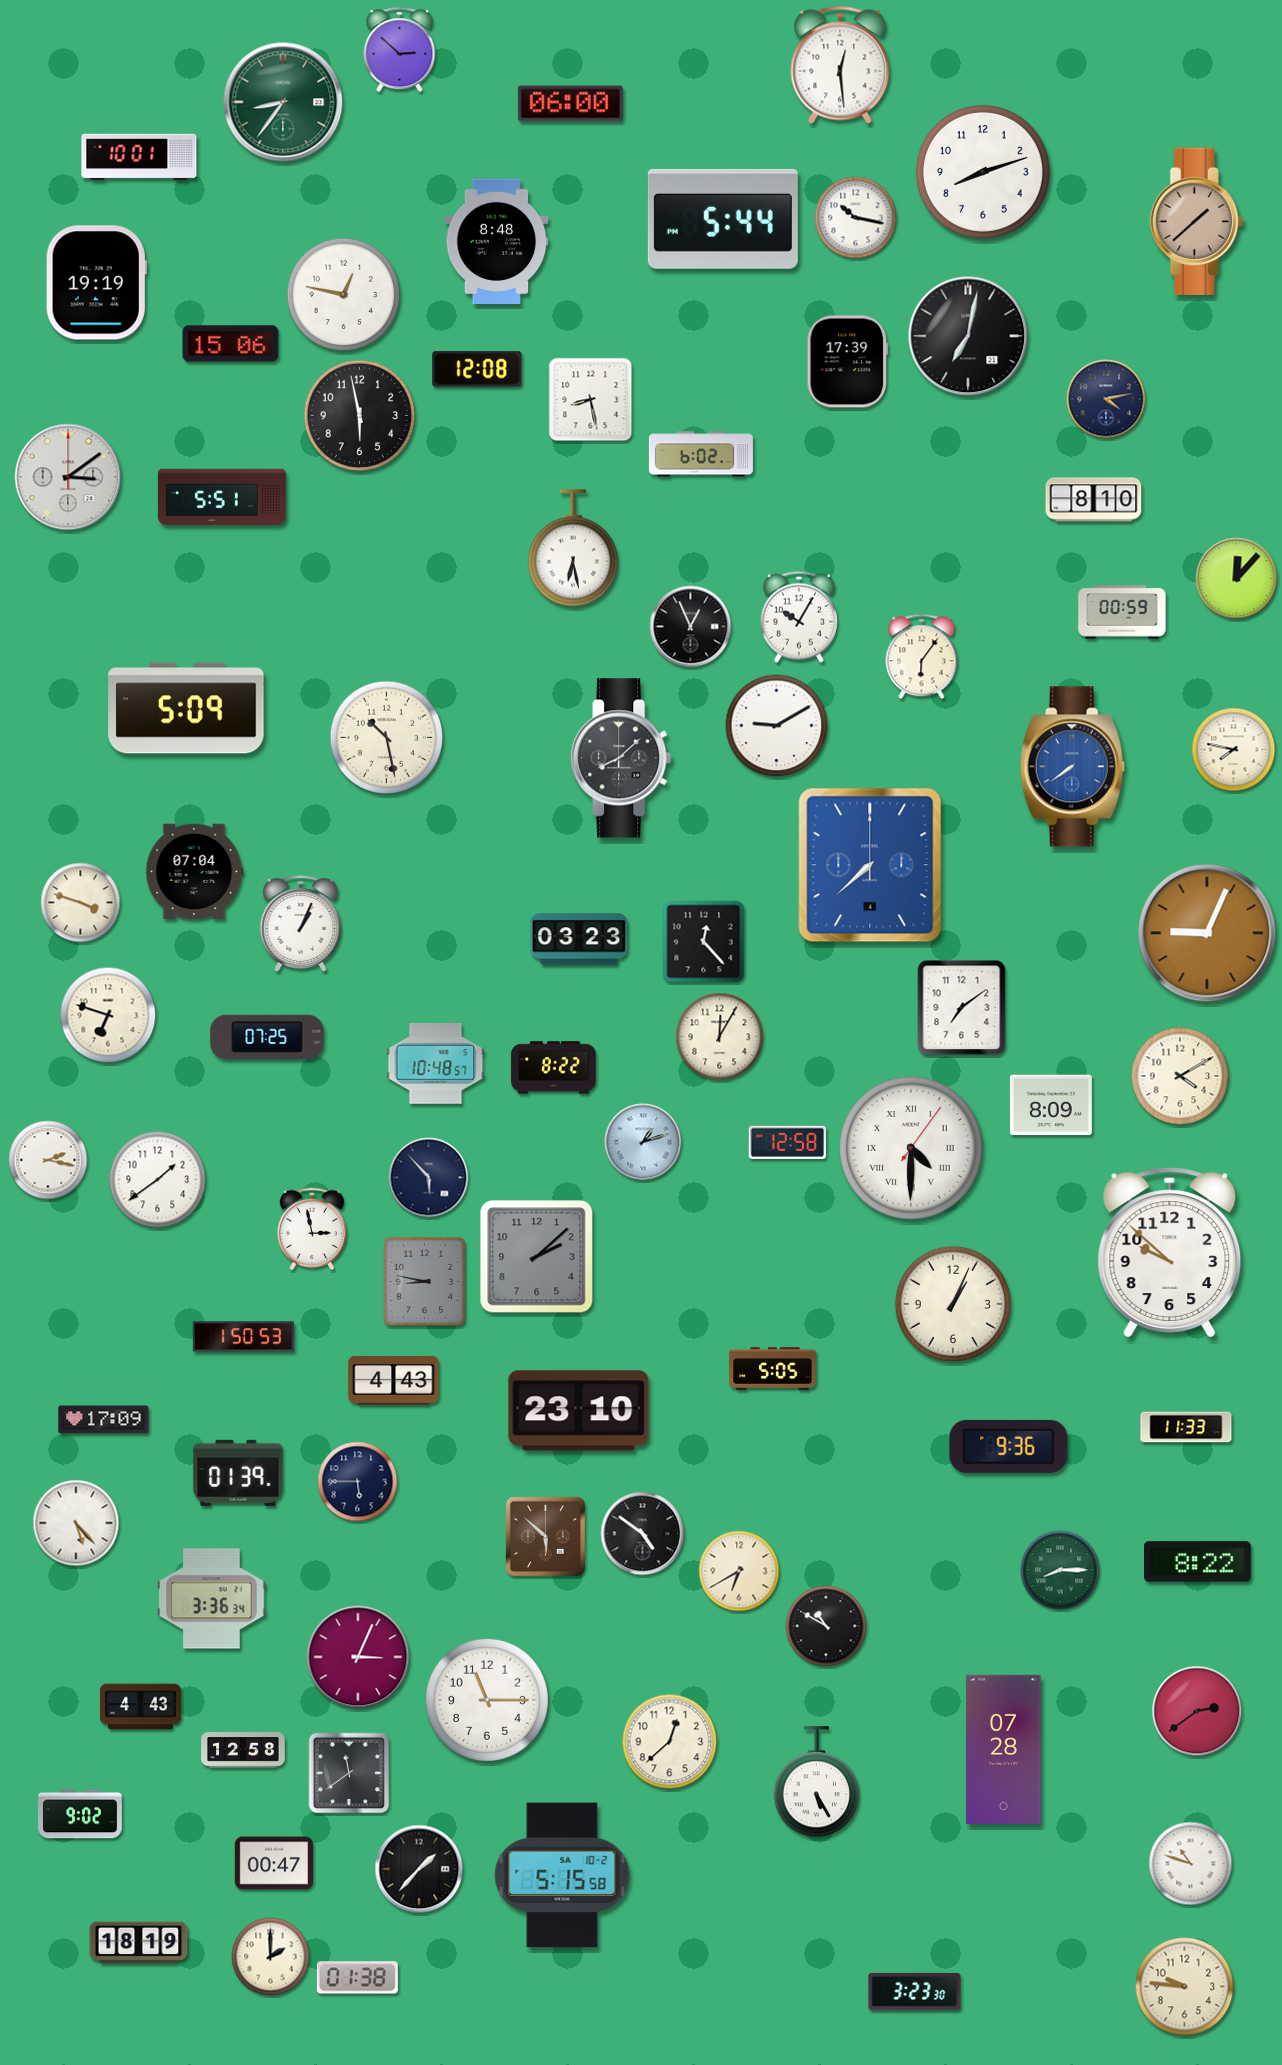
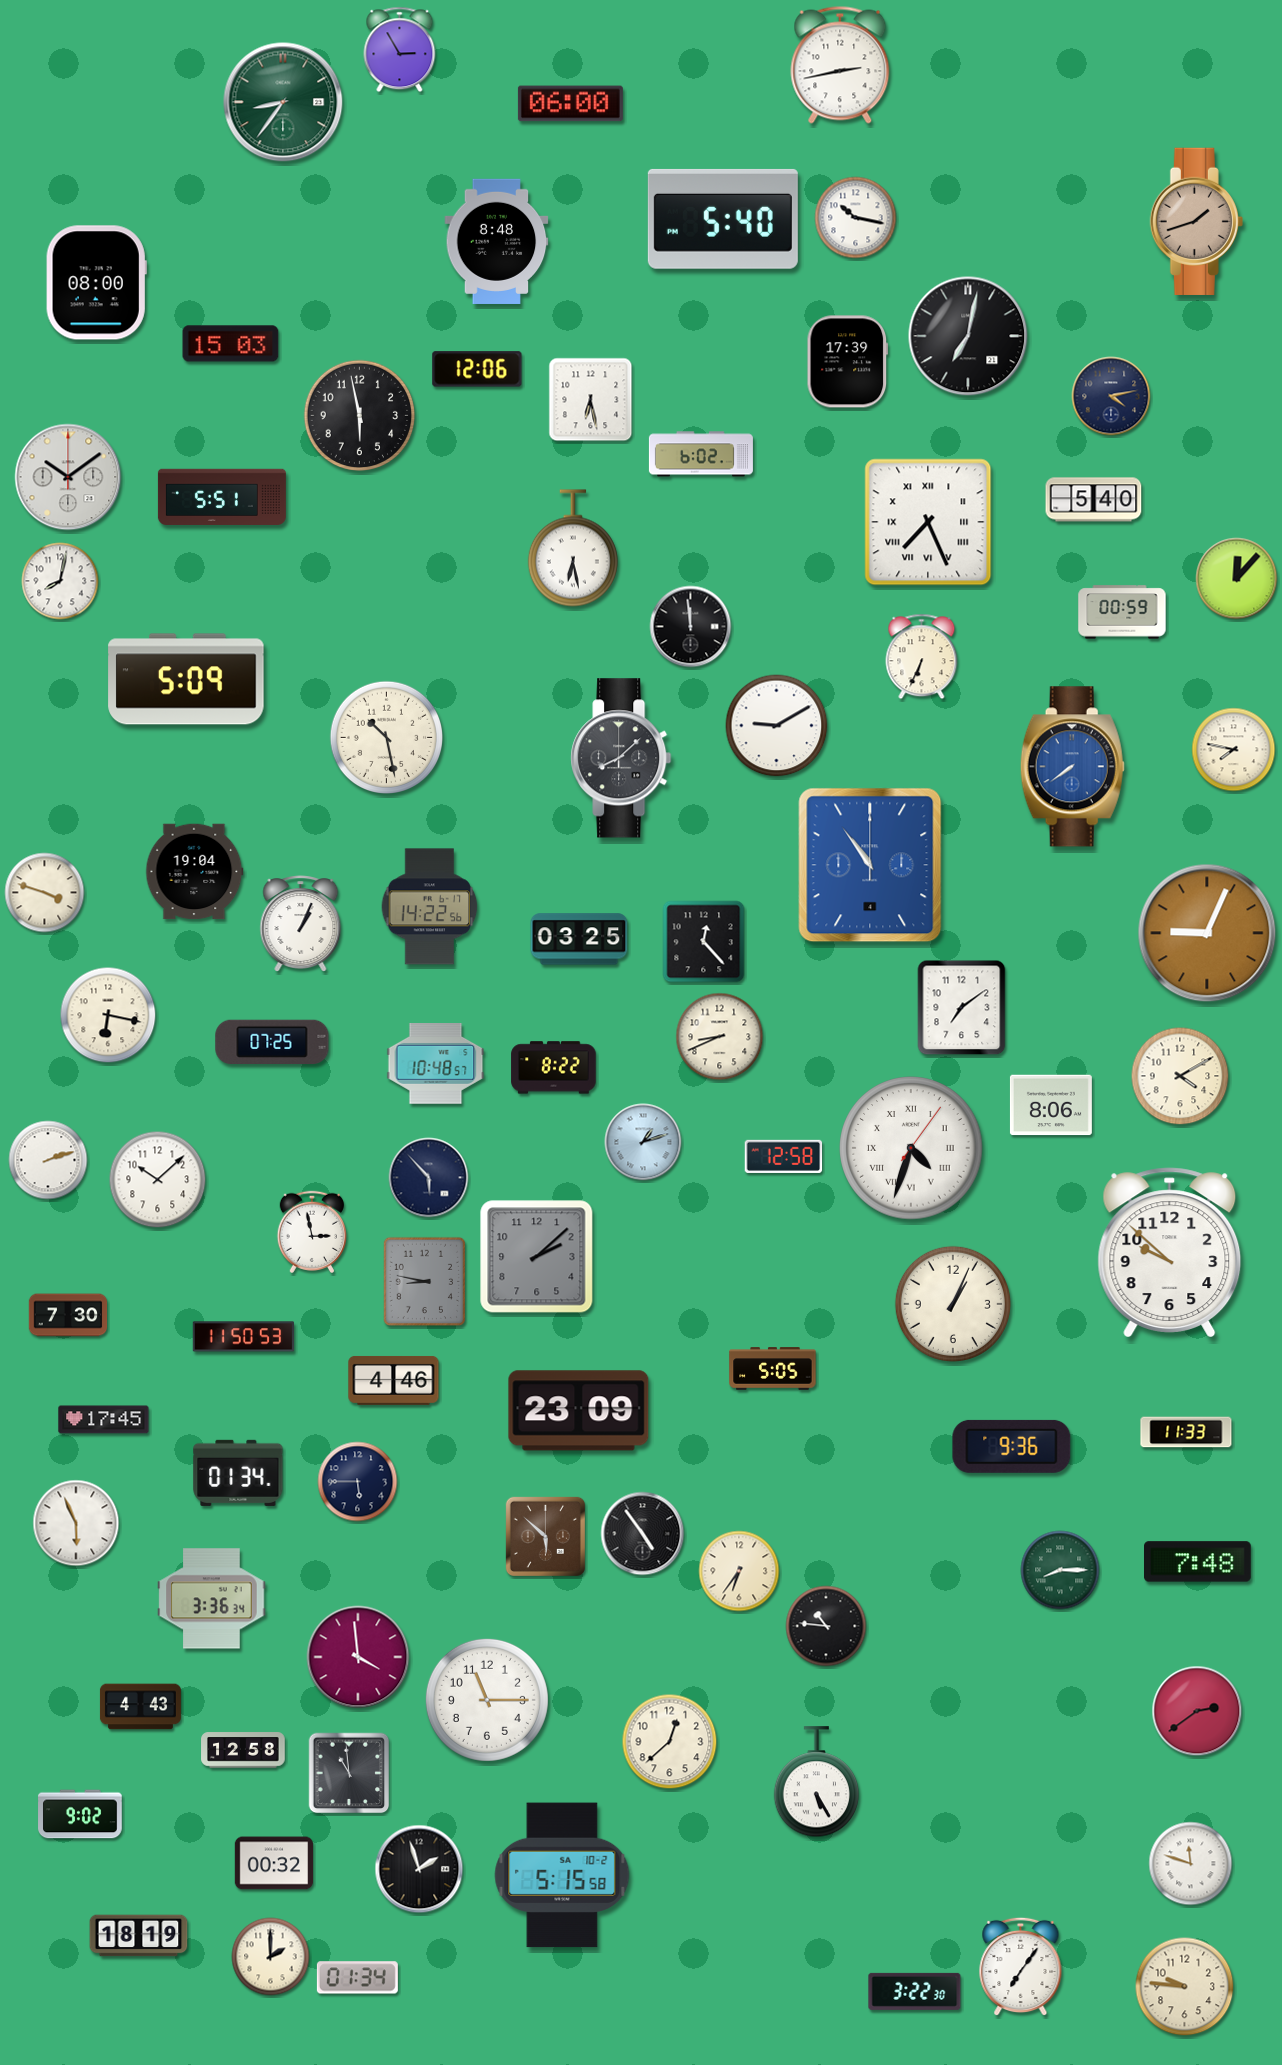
clock at (400, 50): 2:52 -> 2:55
clock at (840, 65): 12:29 -> 2:43
clock at (139, 157): 10:01 -> none
clock at (983, 172): 8:12 -> none
clock at (723, 219): 5:44 -> 5:40
clock at (1196, 221): 1:38 -> 1:42
clock at (96, 283): 19:19 -> 08:00
clock at (343, 294): 12:47 -> none
clock at (231, 344): 15:06 -> 15:03
clock at (477, 369): 12:08 -> 12:06
clock at (1106, 399) position: (1106, 399) -> (1111, 396)
clock at (591, 400): 8:28 -> 6:28
clock at (68, 477): 3:09 -> 10:09
clock at (1094, 500): 8:10 -> 5:40
clock at (928, 522): none -> 7:26
clock at (60, 581): none -> 8:02
clock at (799, 617): 10:05 -> none
clock at (691, 627): 12:56 -> 11:59
clock at (922, 657): 6:06 -> 6:34
clock at (186, 708) position: (186, 708) -> (186, 679)
clock at (870, 865): 7:38 -> 10:54
clock at (195, 872): 07:04 -> 19:04
clock at (81, 903) position: (81, 903) -> (45, 893)
clock at (430, 907): none -> 14:22
clock at (579, 939): 03:23 -> 03:25
clock at (108, 1015): 6:48 -> 6:17
clock at (267, 1037) position: (267, 1037) -> (272, 1042)
clock at (720, 1037): 12:05 -> 8:41
clock at (1051, 1105): 8:09 -> 8:06
clock at (788, 1142) position: (788, 1142) -> (784, 1156)
clock at (911, 1148): 4:30 -> 4:33
clock at (48, 1160): 2:17 -> 2:12
clock at (158, 1180): 1:39 -> 10:08
clock at (311, 1228) position: (311, 1228) -> (311, 1231)
clock at (68, 1315): none -> 7:30
clock at (244, 1337): 1:50 -> 11:50
clock at (394, 1380): 4:43 -> 4:46
clock at (579, 1411): 23:10 -> 23:09
clock at (104, 1420): 17:09 -> 17:45
clock at (1186, 1427) position: (1186, 1427) -> (1186, 1432)
clock at (1009, 1446) position: (1009, 1446) -> (1012, 1446)
clock at (238, 1473): 01:39 -> 01:34
clock at (76, 1523): 5:23 -> 5:56
clock at (643, 1534): 4:51 -> 4:54
clock at (1198, 1562): 8:22 -> 7:48
clock at (739, 1571): 6:40 -> 6:36
clock at (826, 1626): 10:50 -> 10:46
clock at (358, 1657): 3:04 -> 3:59
clock at (1004, 1749): 07:28 -> none
clock at (349, 1773): 11:39 -> 10:59
clock at (274, 1863): 00:47 -> 00:32
clock at (1191, 1864): 10:48 -> 11:48
clock at (419, 1869): 1:37 -> 1:57
clock at (139, 1943) position: (139, 1943) -> (139, 1936)
clock at (1021, 1967): none -> 7:06
clock at (357, 1978): 01:38 -> 01:34
clock at (915, 1991): 3:23 -> 3:22
